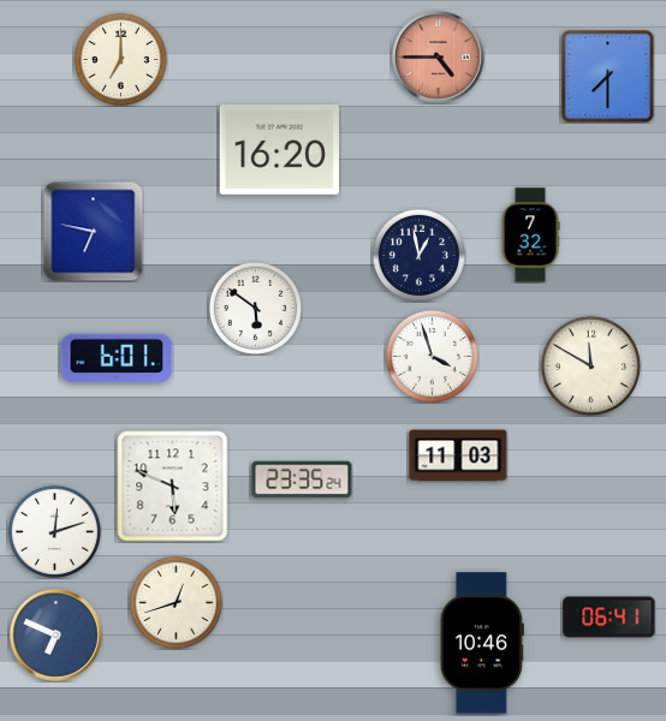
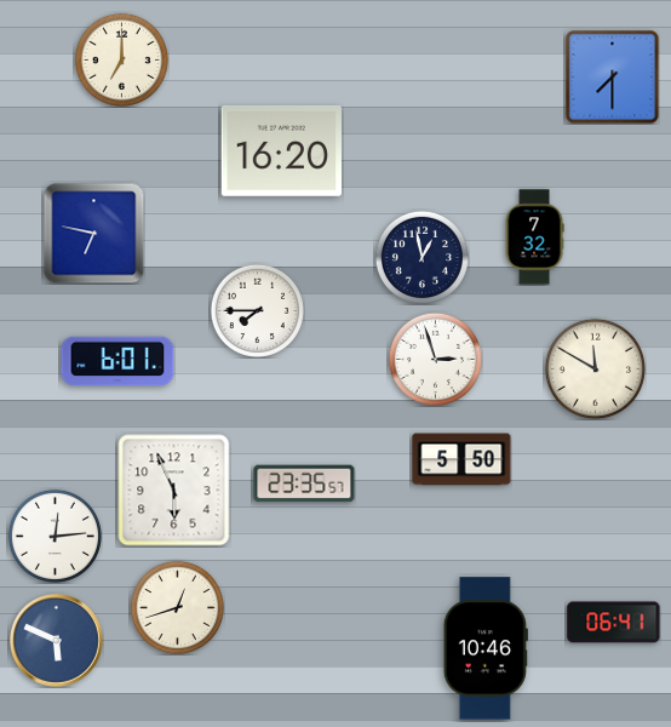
clock at (439, 58): 4:45 -> none
clock at (255, 308): 5:51 -> 7:45
clock at (432, 356): 3:57 -> 2:57
clock at (458, 455): 11:03 -> 5:50
clock at (302, 479): 23:35:24 -> 23:35:57
clock at (173, 487): 5:49 -> 5:56
clock at (54, 531): 12:12 -> 12:14
clock at (57, 636): 6:49 -> 5:49
